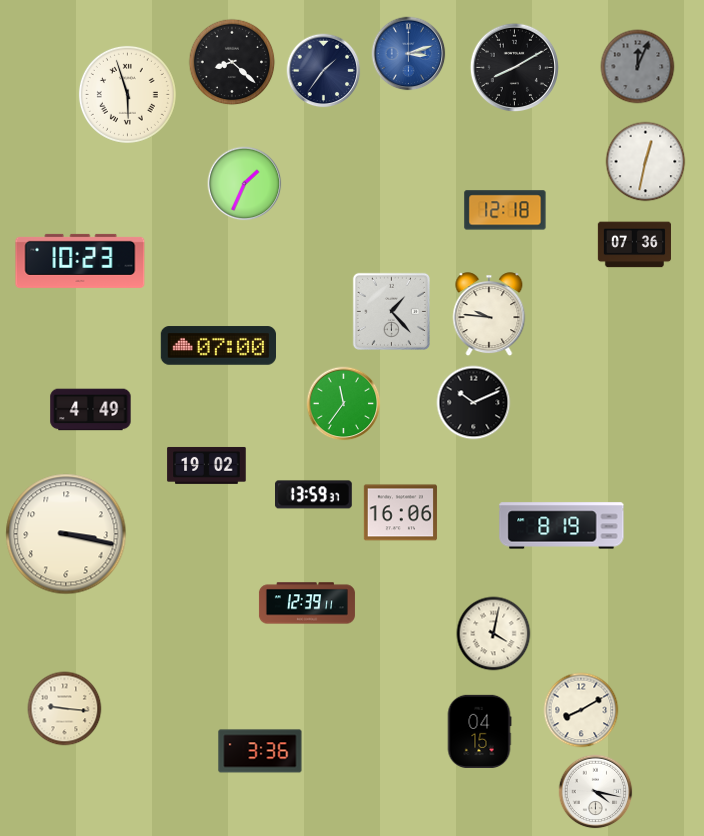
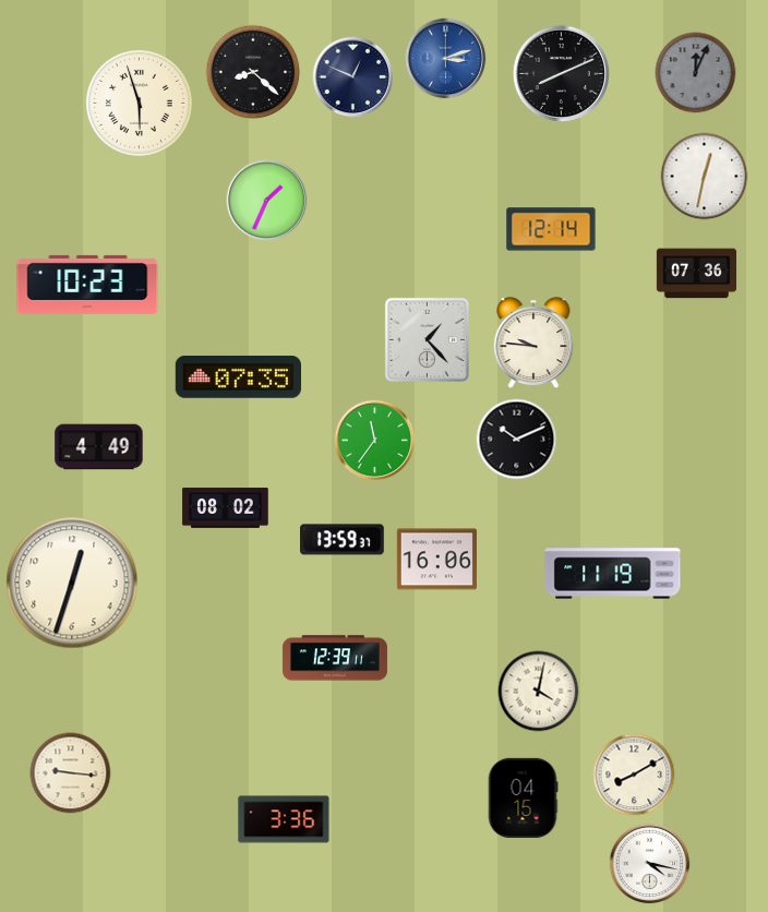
clock at (232, 62) position: (232, 62) -> (253, 72)
clock at (514, 67): 8:10 -> 8:11
clock at (324, 71): 1:36 -> 12:49
clock at (505, 210): 12:18 -> 12:14
clock at (634, 245) position: (634, 245) -> (696, 274)
clock at (218, 346): 07:00 -> 07:35
clock at (207, 465): 19:02 -> 08:02
clock at (562, 526): 8:19 -> 11:19
clock at (66, 534): 3:17 -> 12:33
